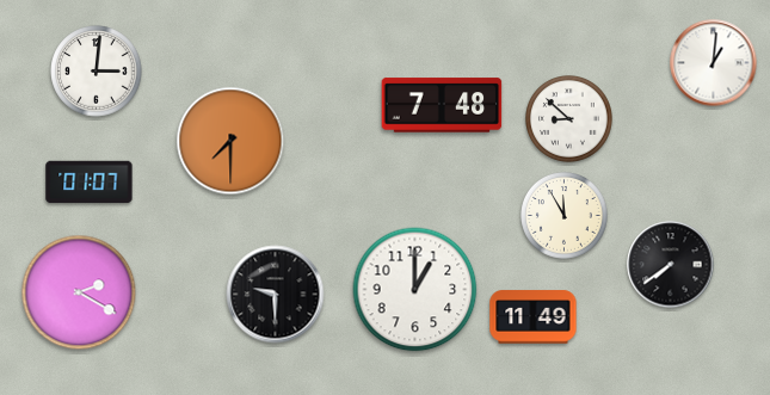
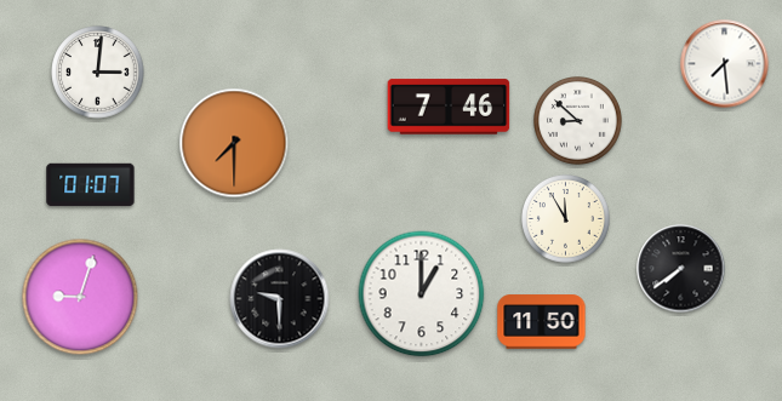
clock at (714, 63): 1:01 -> 7:29
clock at (442, 105): 7:48 -> 7:46
clock at (565, 216) position: (565, 216) -> (566, 219)
clock at (79, 292): 2:20 -> 9:03
clock at (534, 317): 11:49 -> 11:50
